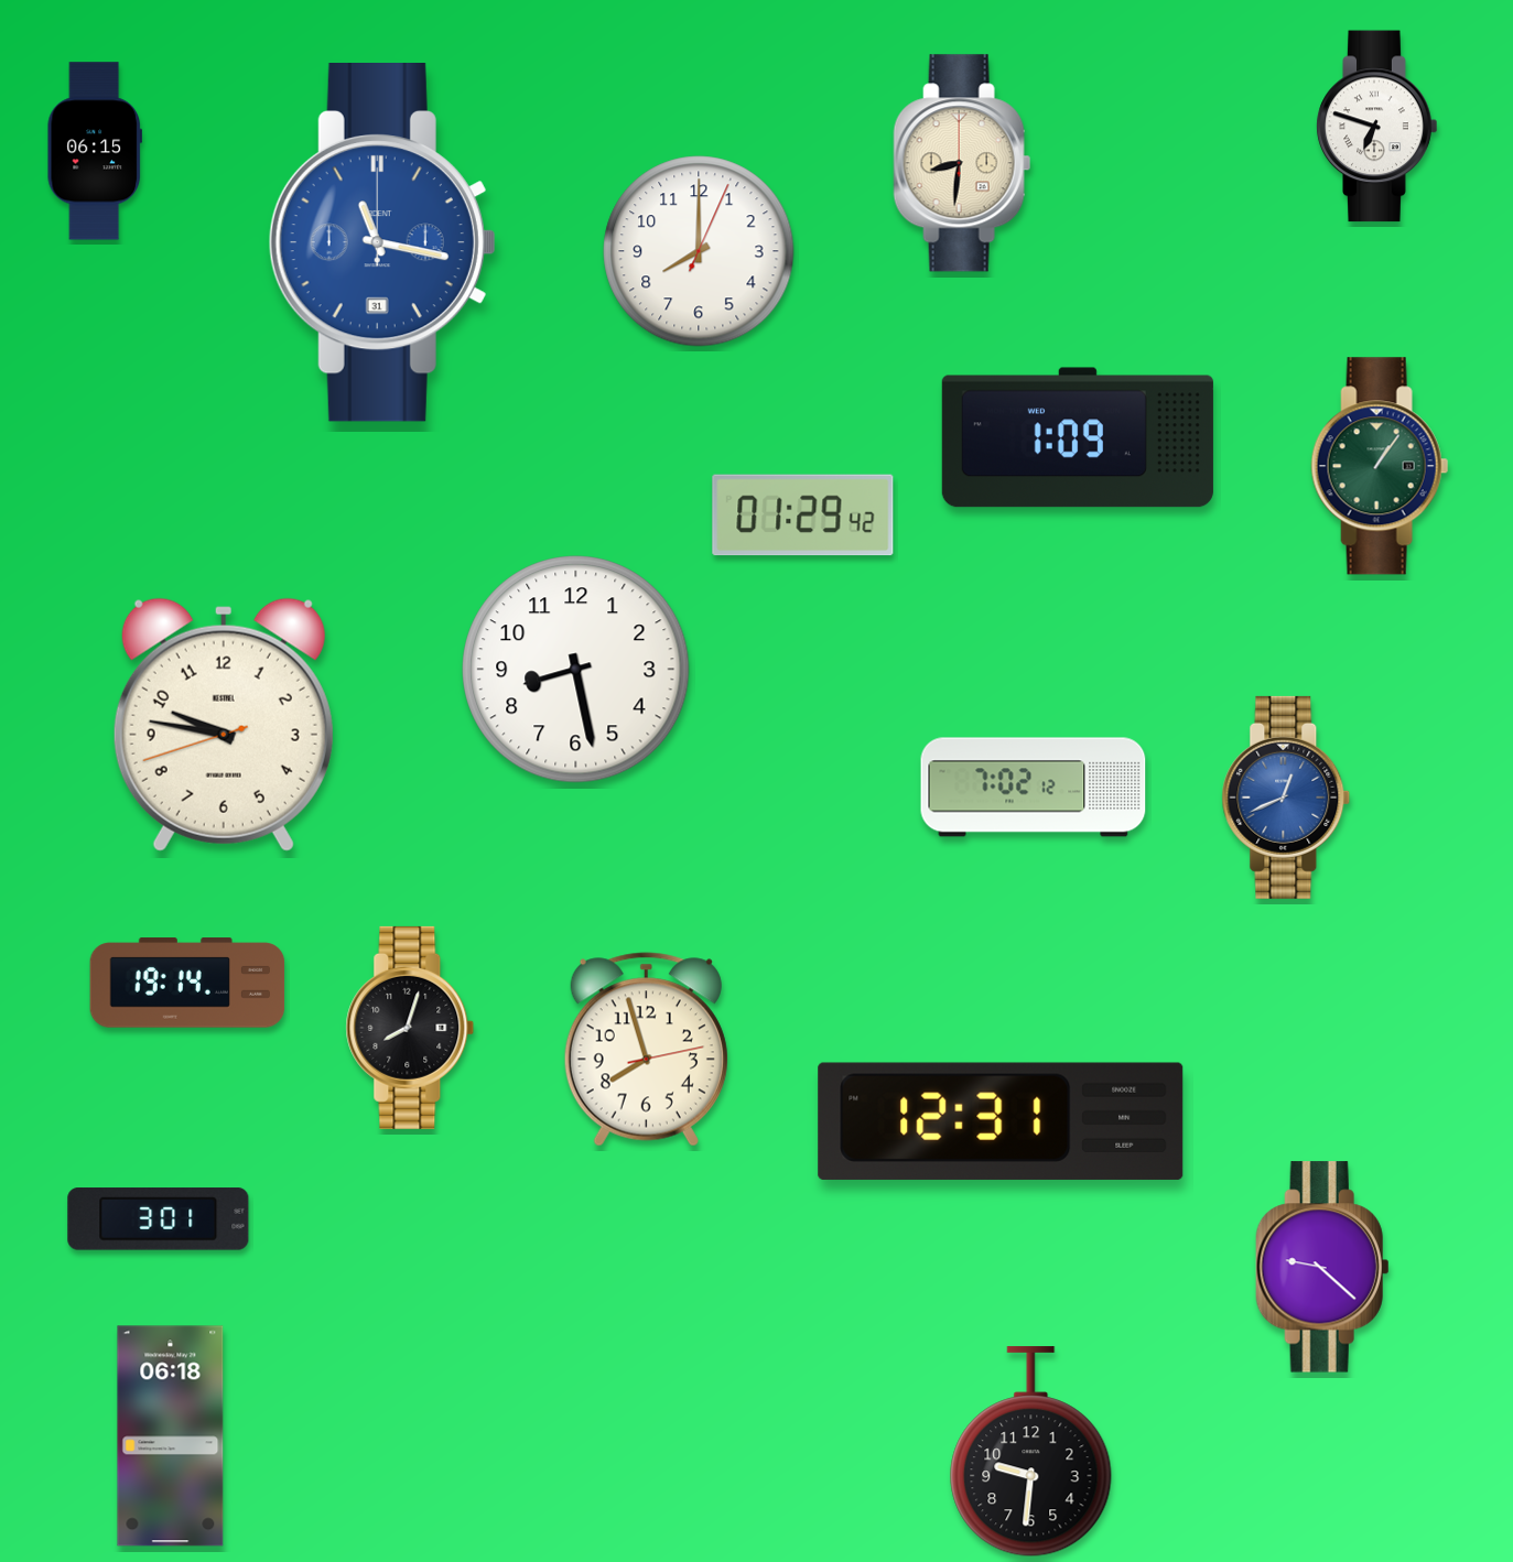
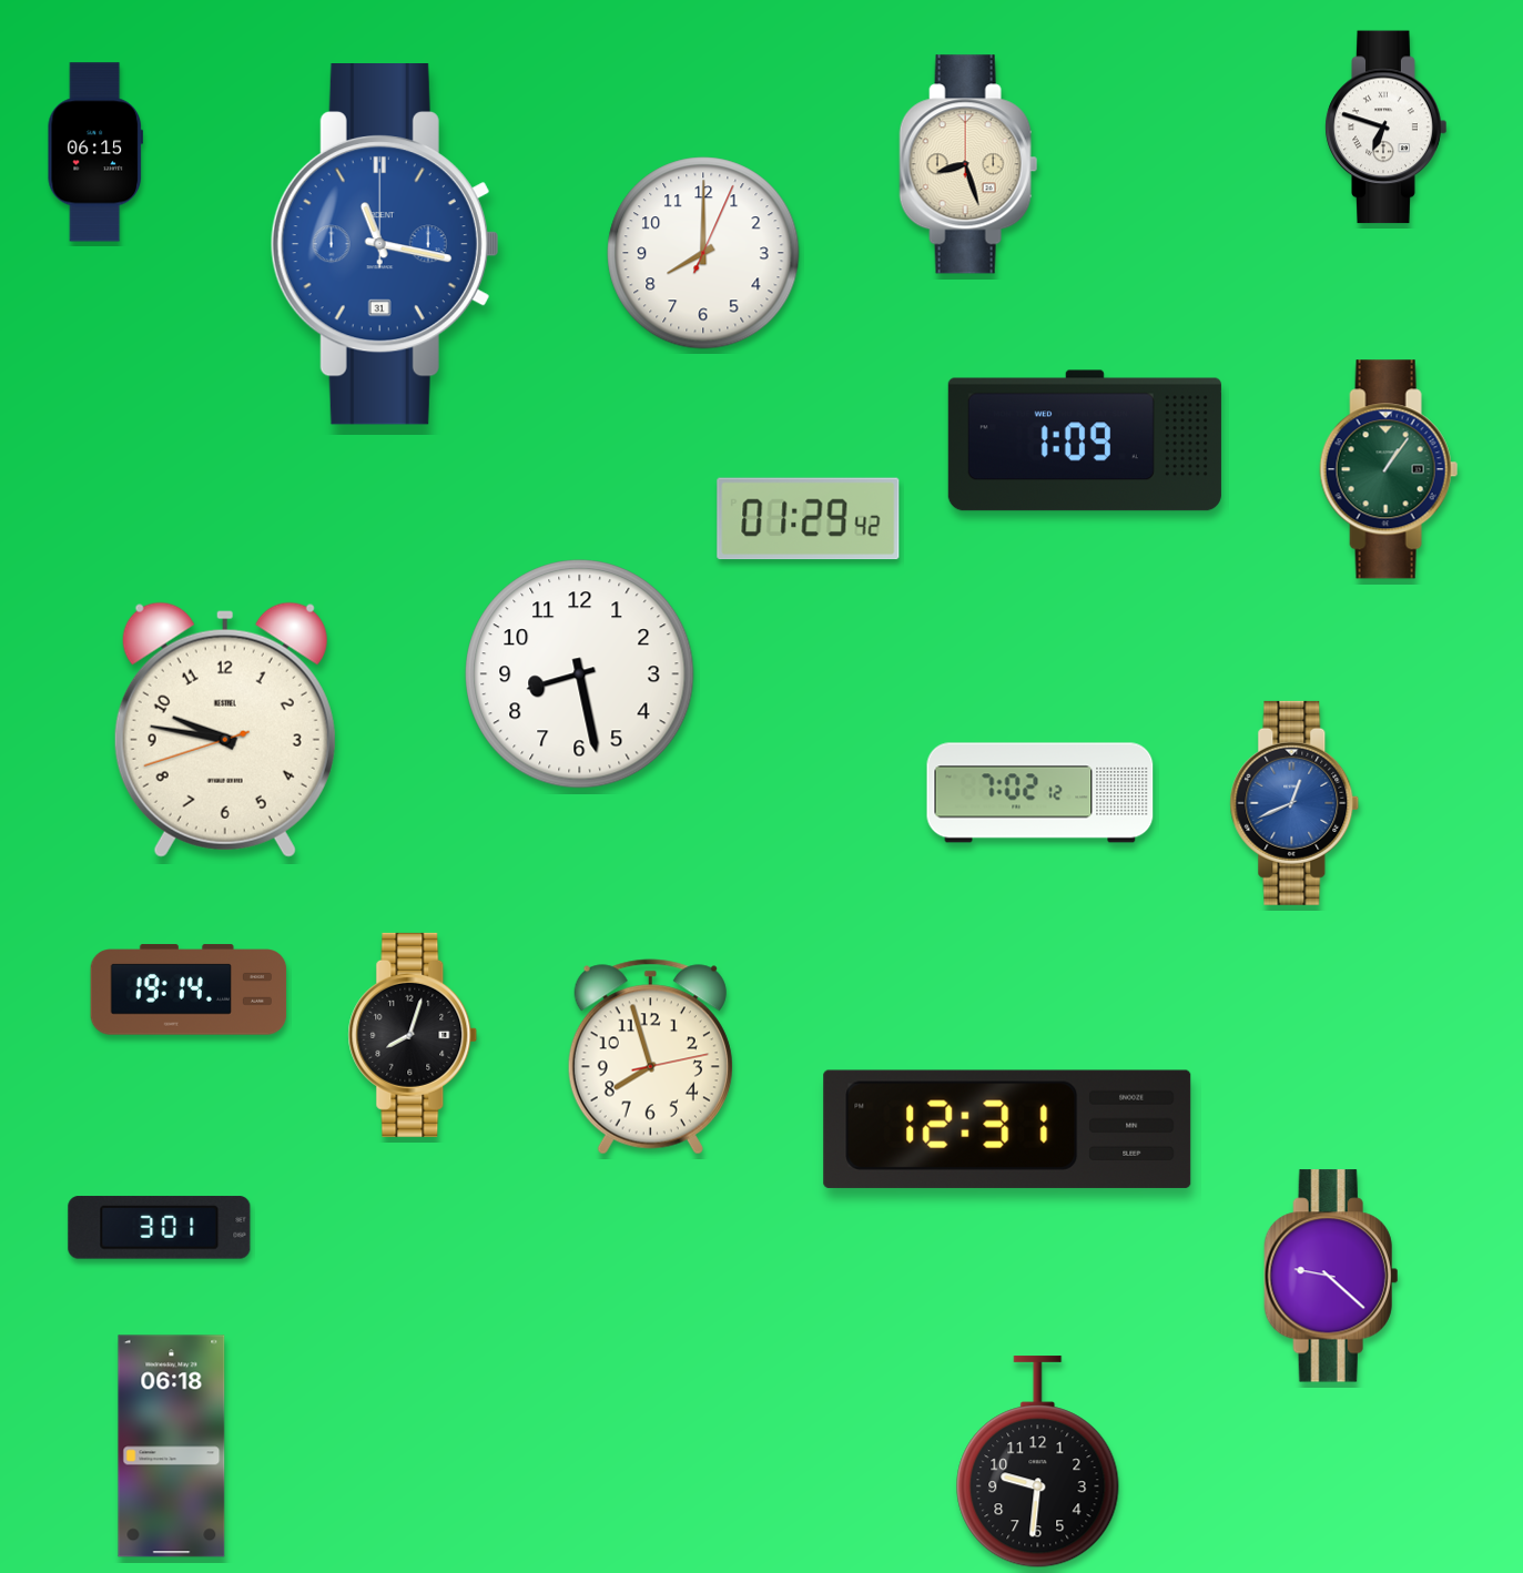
clock at (962, 163): 8:31 -> 8:27
